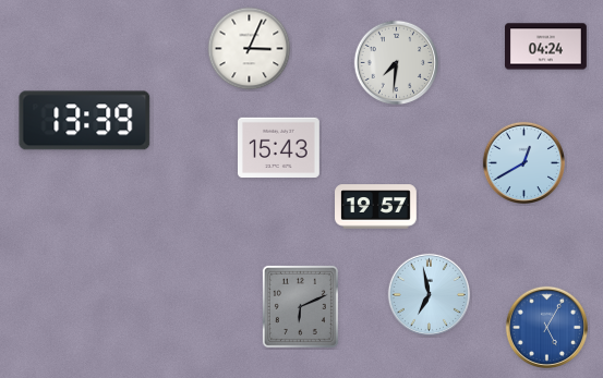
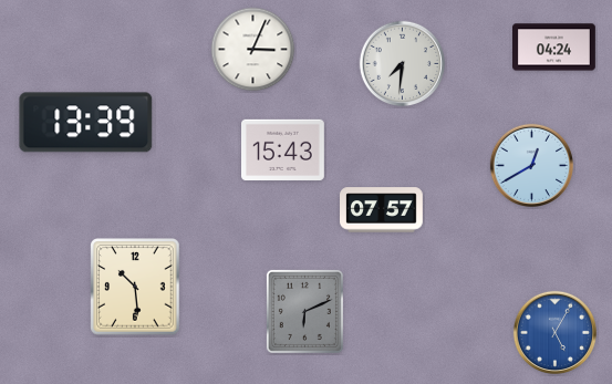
clock at (376, 207): 19:57 -> 07:57
clock at (135, 287): none -> 10:29
clock at (429, 294): 6:58 -> none
